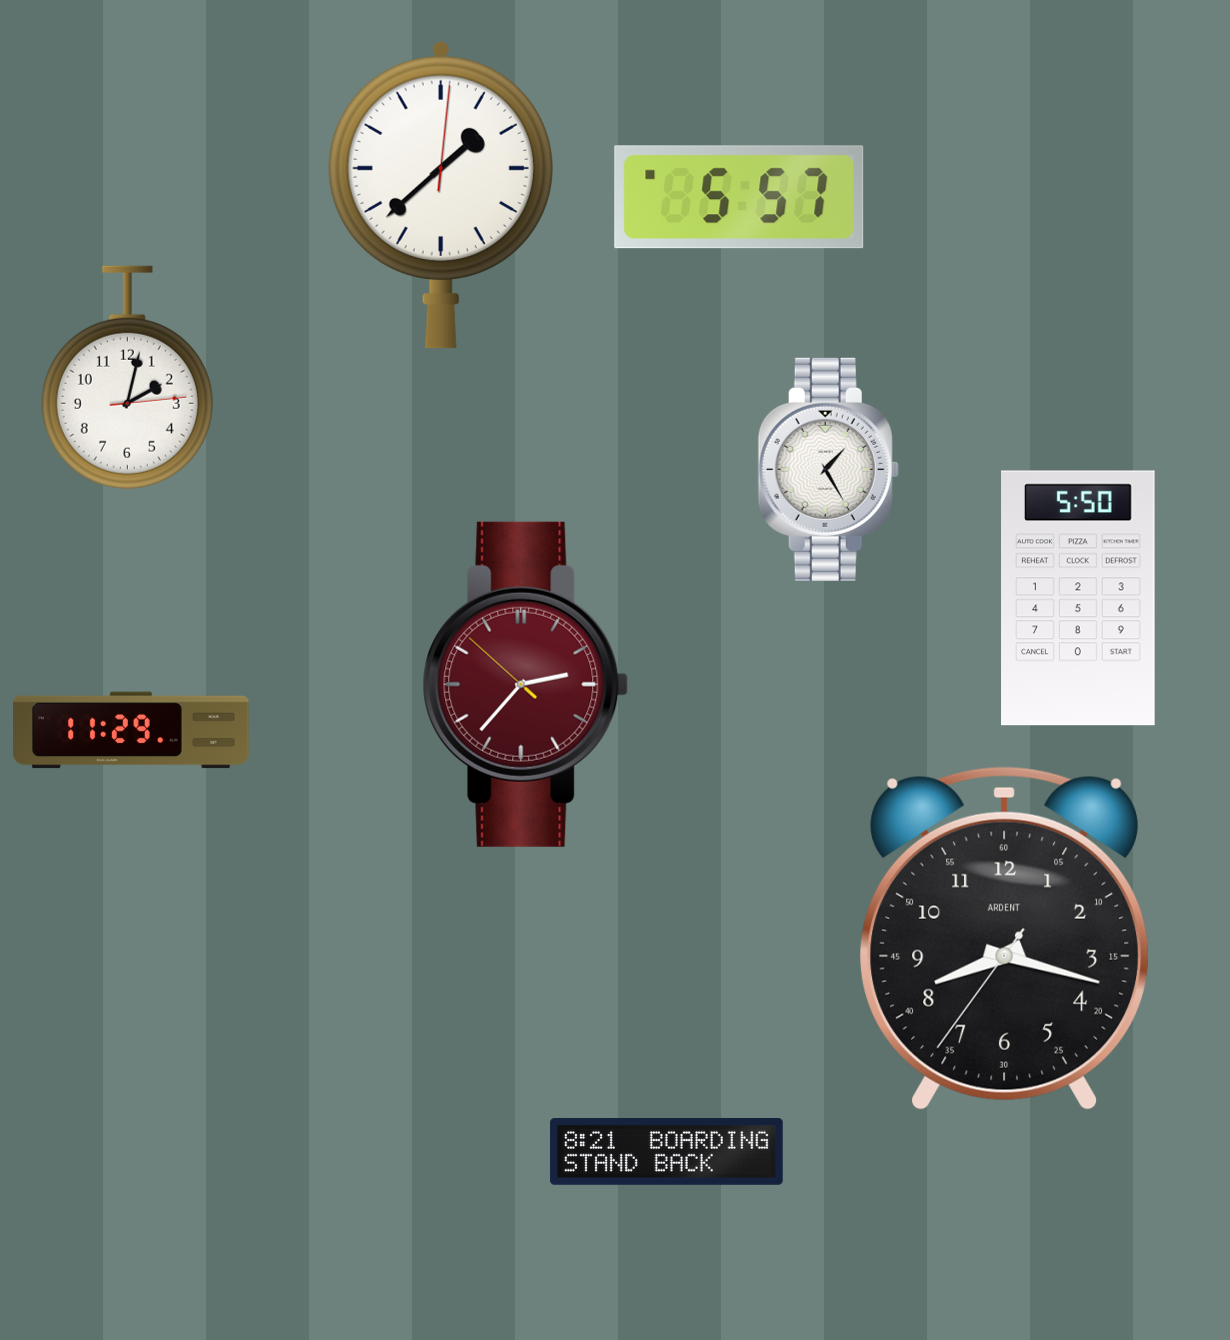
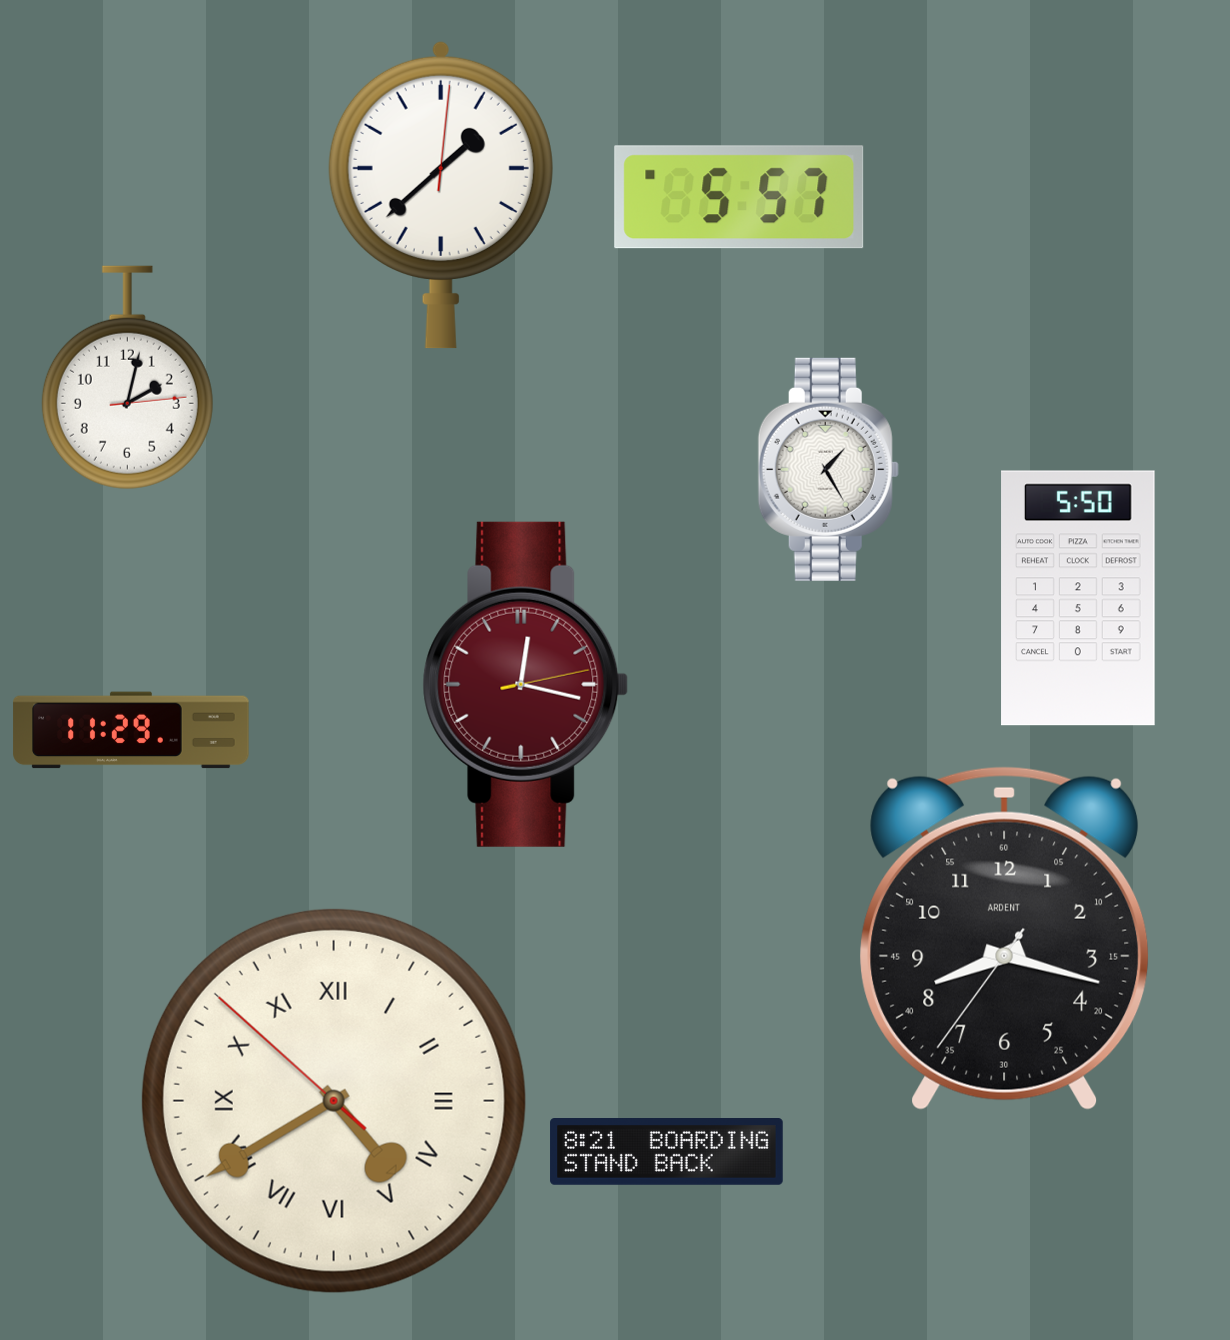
clock at (526, 684): 2:36 -> 12:17
clock at (334, 1101): none -> 4:39
